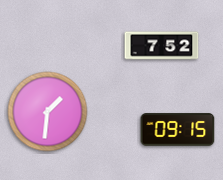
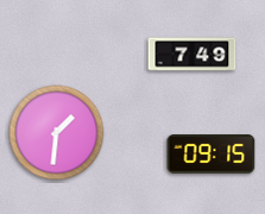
clock at (162, 46): 7:52 -> 7:49
